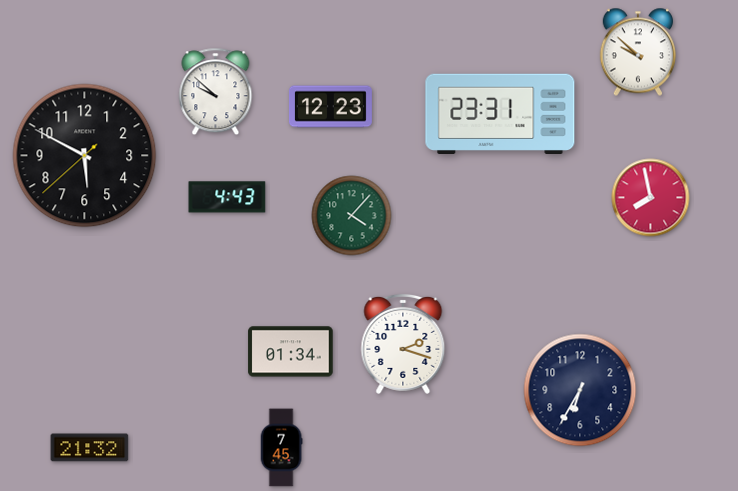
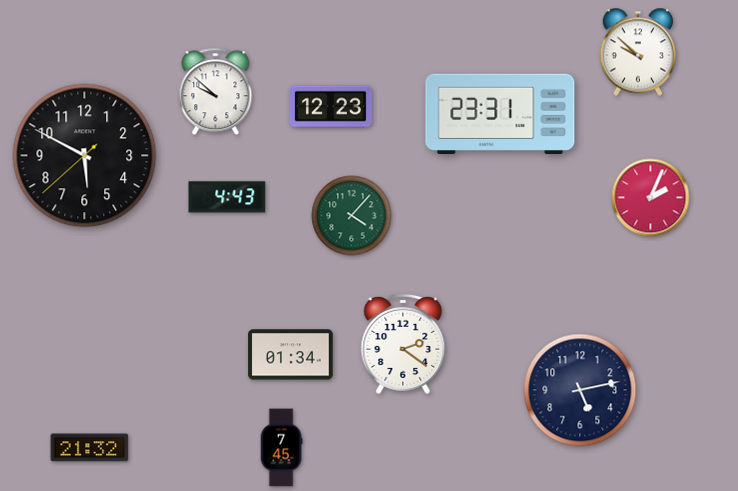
clock at (651, 198): 7:58 -> 2:04
clock at (403, 344): 2:18 -> 2:21
clock at (291, 352) position: (291, 352) -> (291, 355)
clock at (580, 390): 6:35 -> 5:13
